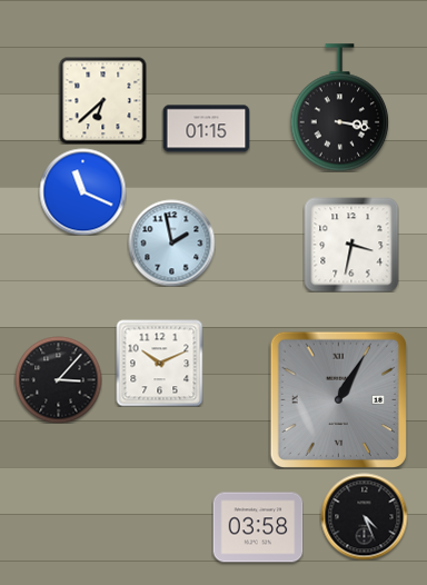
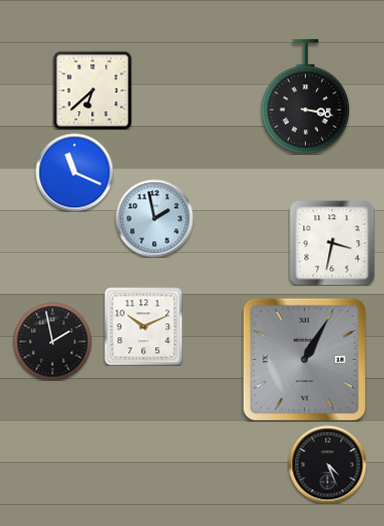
clock at (206, 129): 01:15 -> none
clock at (351, 245) position: (351, 245) -> (332, 243)
clock at (58, 379): 3:07 -> 1:58
clock at (258, 527): 03:58 -> none
